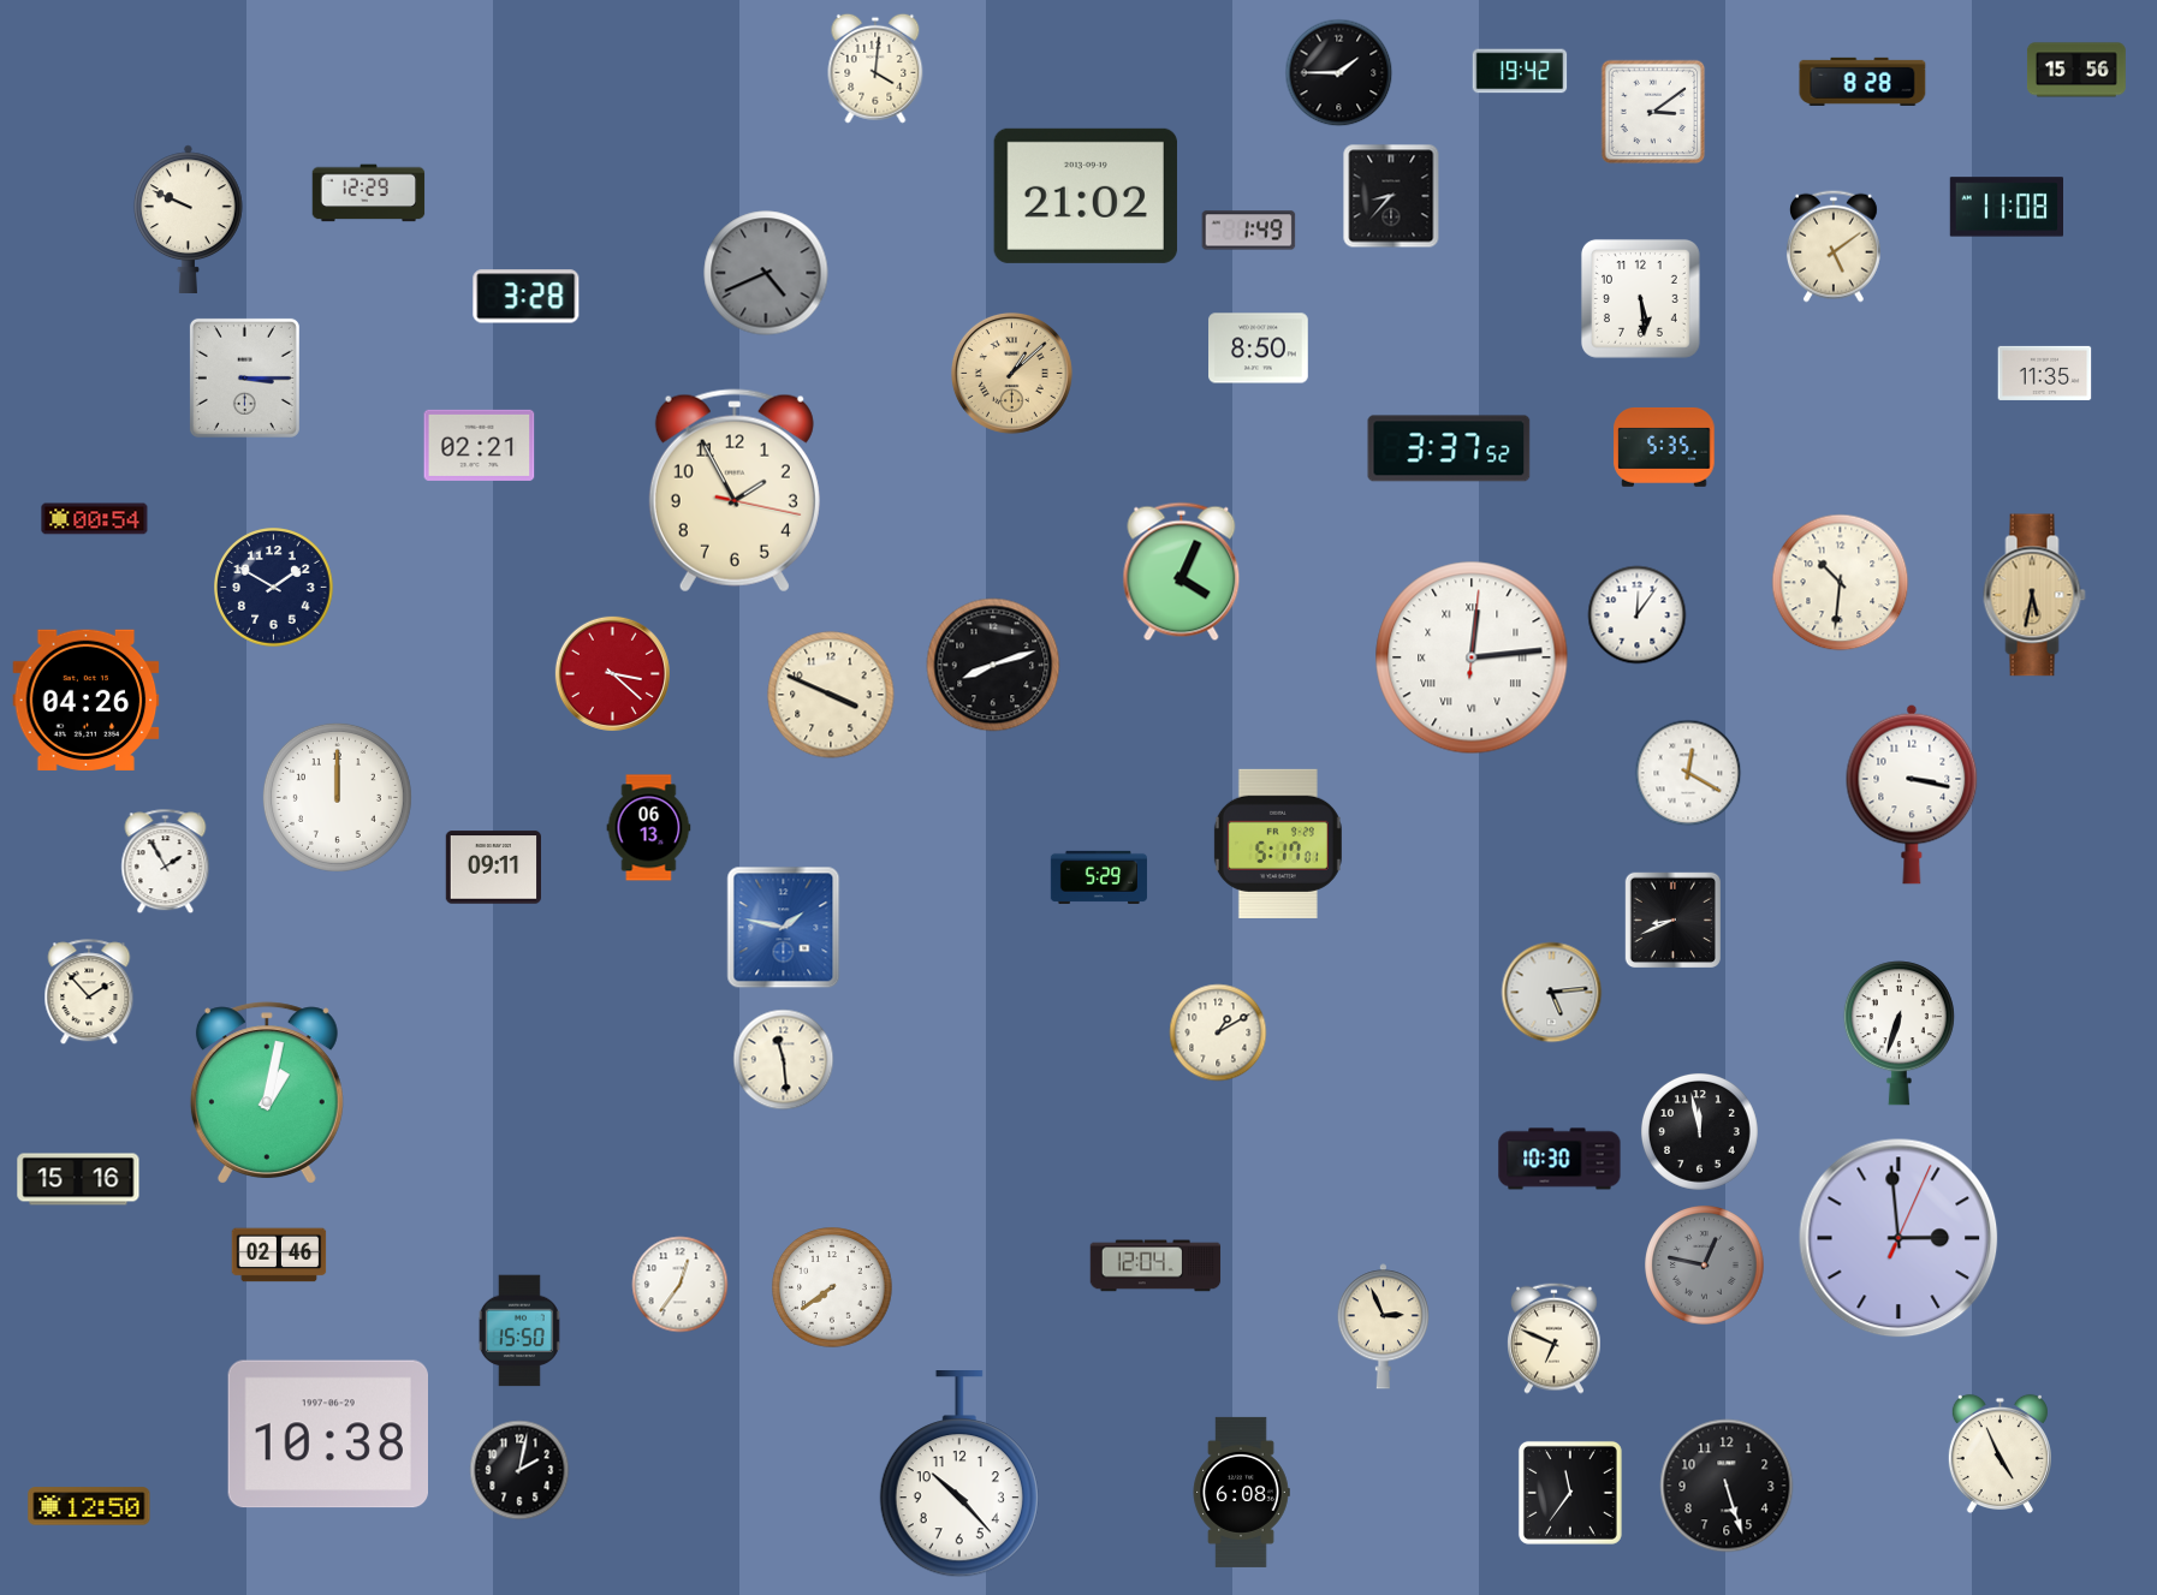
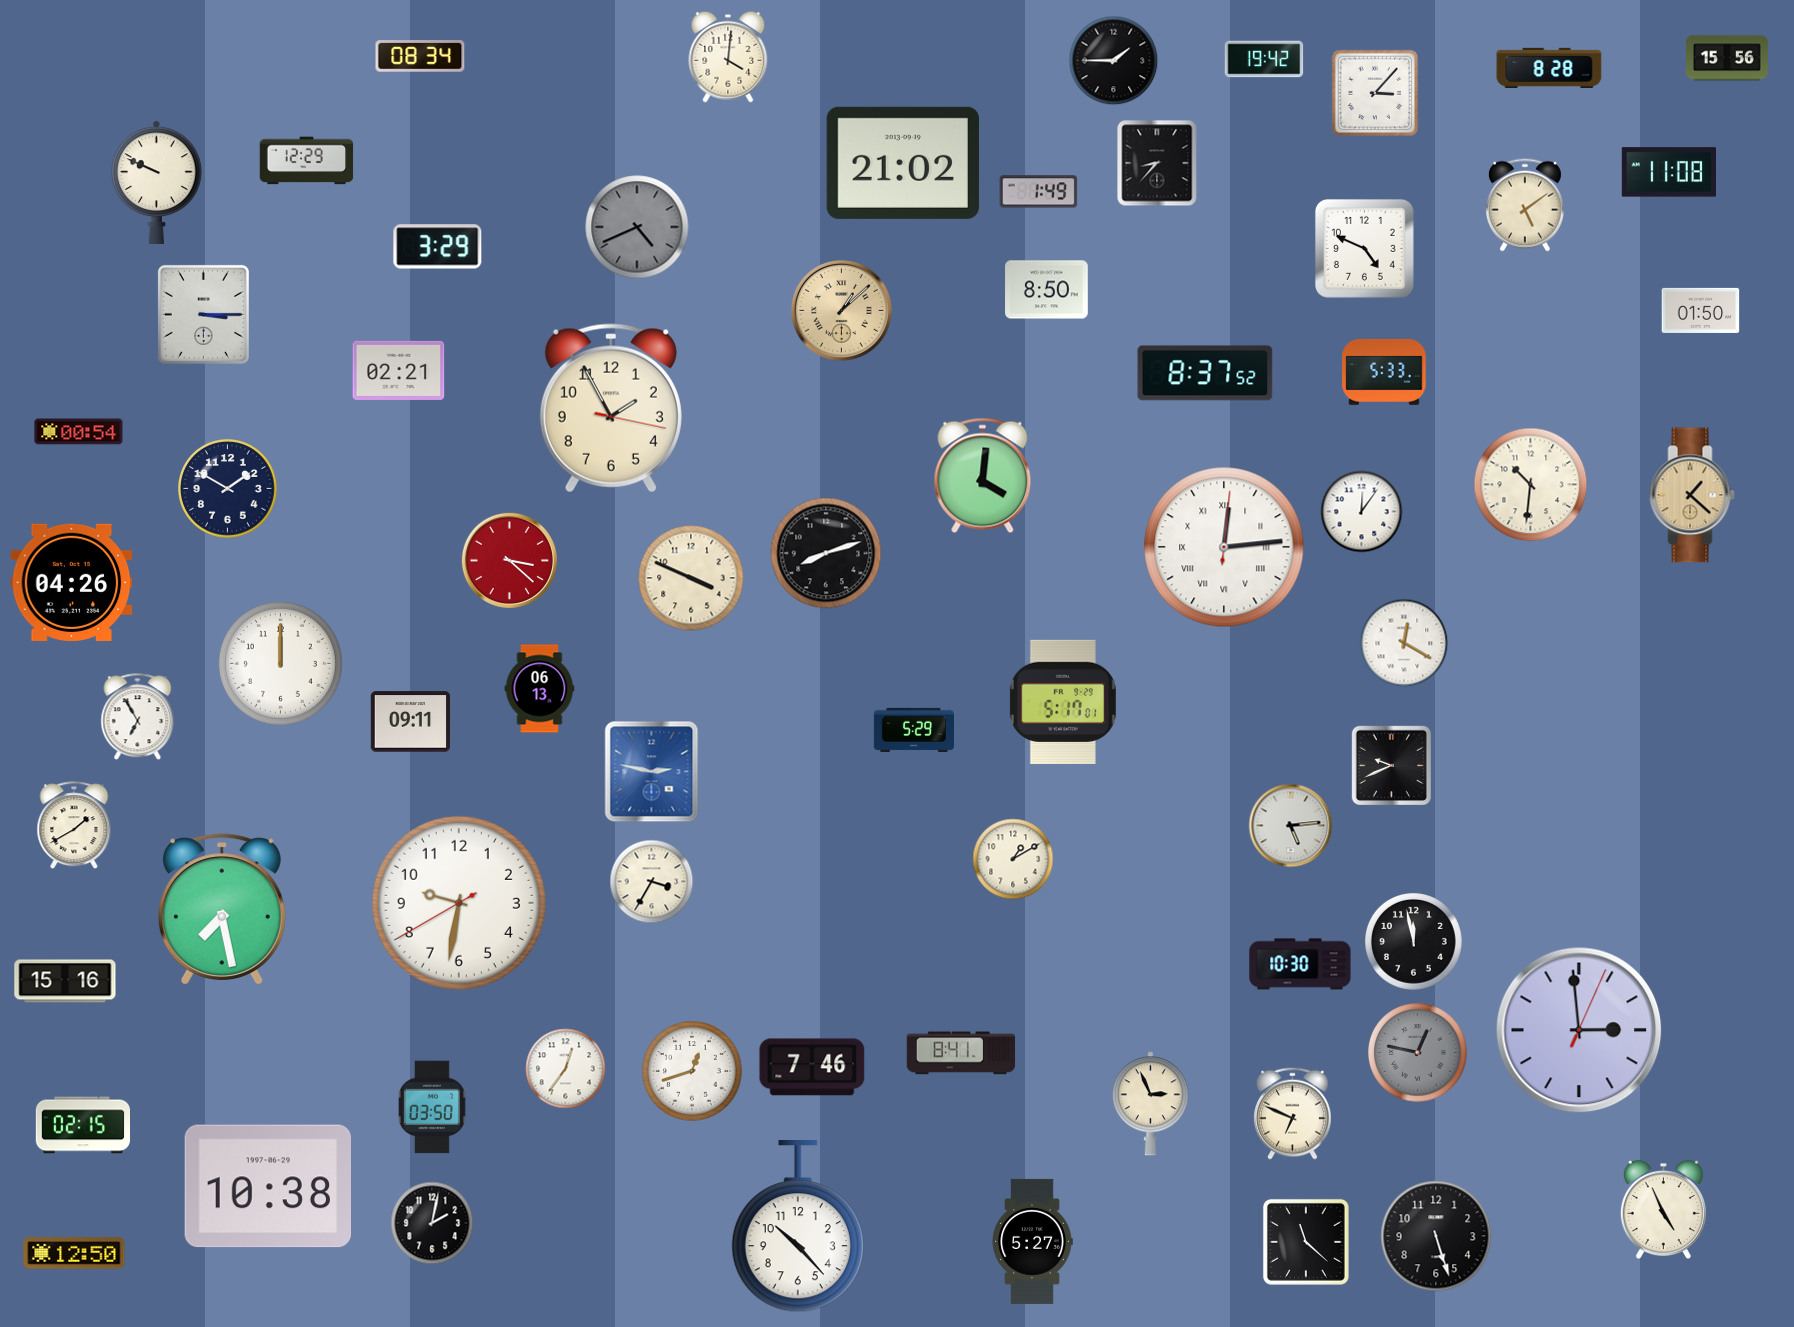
clock at (420, 56): none -> 08:34
clock at (1653, 112): 3:09 -> 3:07
clock at (527, 297): 3:28 -> 3:29
clock at (1640, 298): 5:29 -> 4:49
clock at (2045, 373): 11:35 -> 01:50
clock at (1664, 447): 5:35 -> 5:33
clock at (1449, 448): 3:37 -> 8:37
clock at (1182, 572): 4:04 -> 4:01
clock at (2034, 595): 5:32 -> 1:22
clock at (1912, 794): 3:17 -> none
clock at (166, 862): 1:55 -> 6:55
clock at (1674, 921): 8:41 -> 9:41
clock at (784, 928): 1:47 -> 2:47
clock at (89, 993): 1:53 -> 1:40
clock at (1898, 1034): 6:33 -> none
clock at (784, 1060): 11:29 -> 3:35
clock at (459, 903): none -> 9:31
clock at (267, 1093): 1:02 -> 7:28
clock at (1559, 1159) position: (1559, 1159) -> (1300, 964)
clock at (279, 1255): 02:46 -> none
clock at (1155, 1266): 12:04 -> 8:41
clock at (812, 1067): none -> 7:46
clock at (832, 1287): 7:39 -> 12:42
clock at (519, 1331): 15:50 -> 03:50
clock at (82, 1125): none -> 02:15
clock at (328, 1434) position: (328, 1434) -> (268, 1186)
clock at (1241, 1492): 6:08 -> 5:27
clock at (1570, 1493): 11:36 -> 11:22
